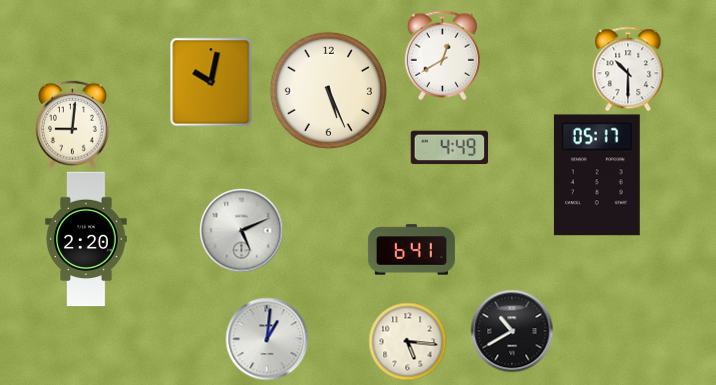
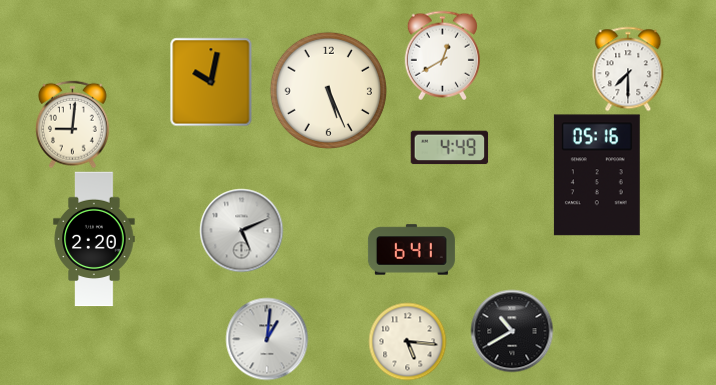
clock at (628, 69): 10:30 -> 7:30
clock at (597, 175): 05:17 -> 05:16
clock at (86, 239) position: (86, 239) -> (94, 239)
